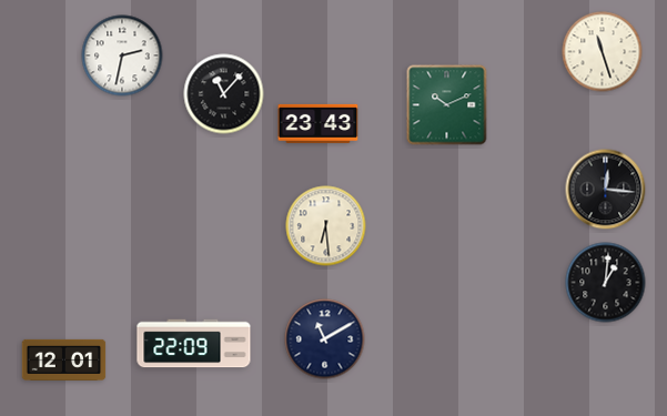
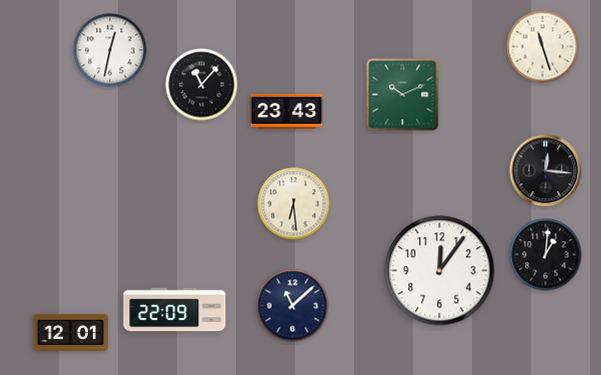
clock at (122, 55): 2:32 -> 12:32
clock at (440, 271): none -> 12:06
clock at (325, 339): 11:10 -> 11:08
clock at (64, 359) position: (64, 359) -> (71, 332)
